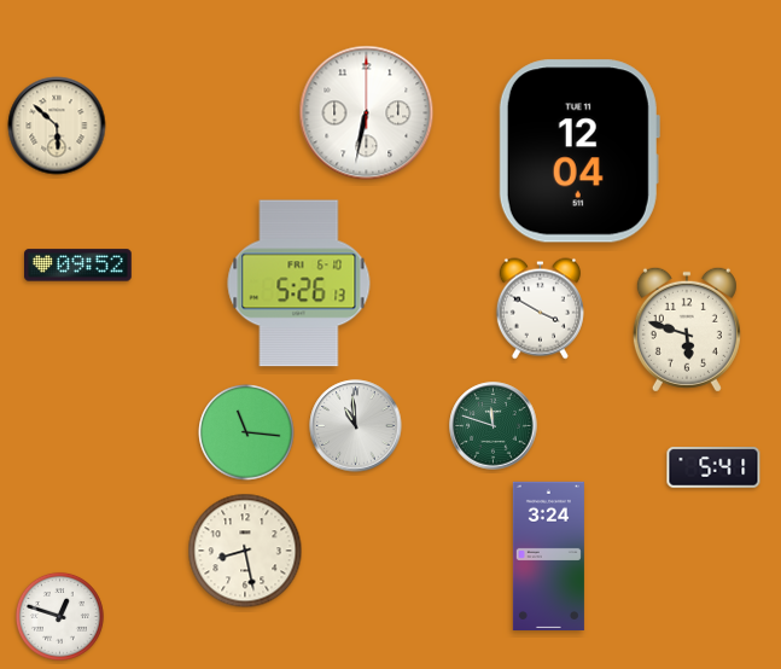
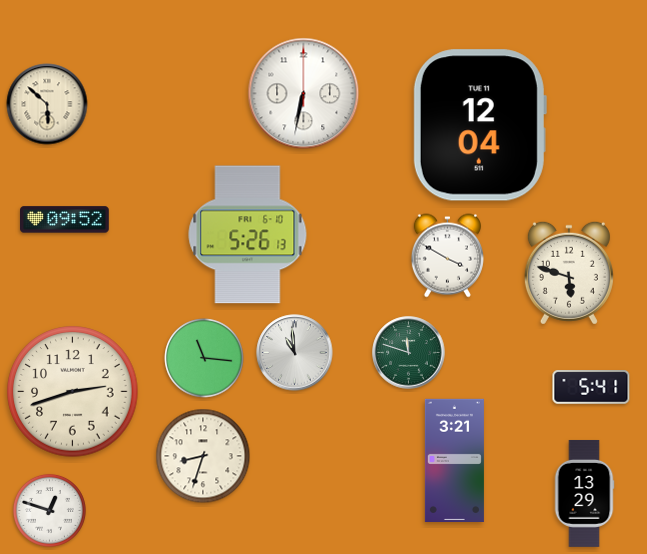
clock at (73, 392): none -> 2:42
clock at (245, 551): 8:28 -> 8:33
clock at (548, 555): 3:24 -> 3:21
clock at (584, 493): none -> 13:29
